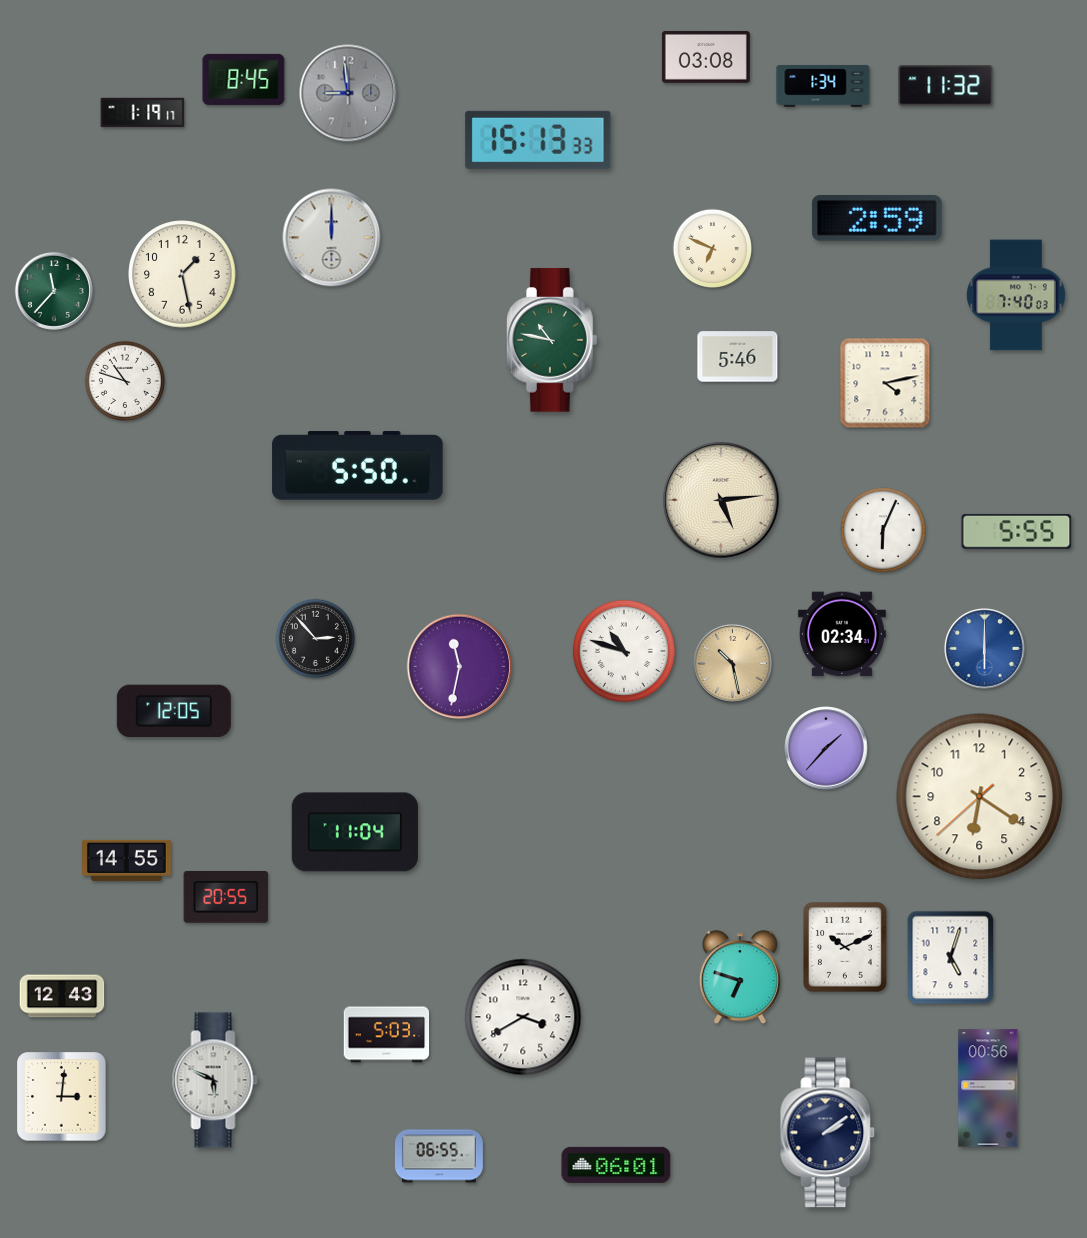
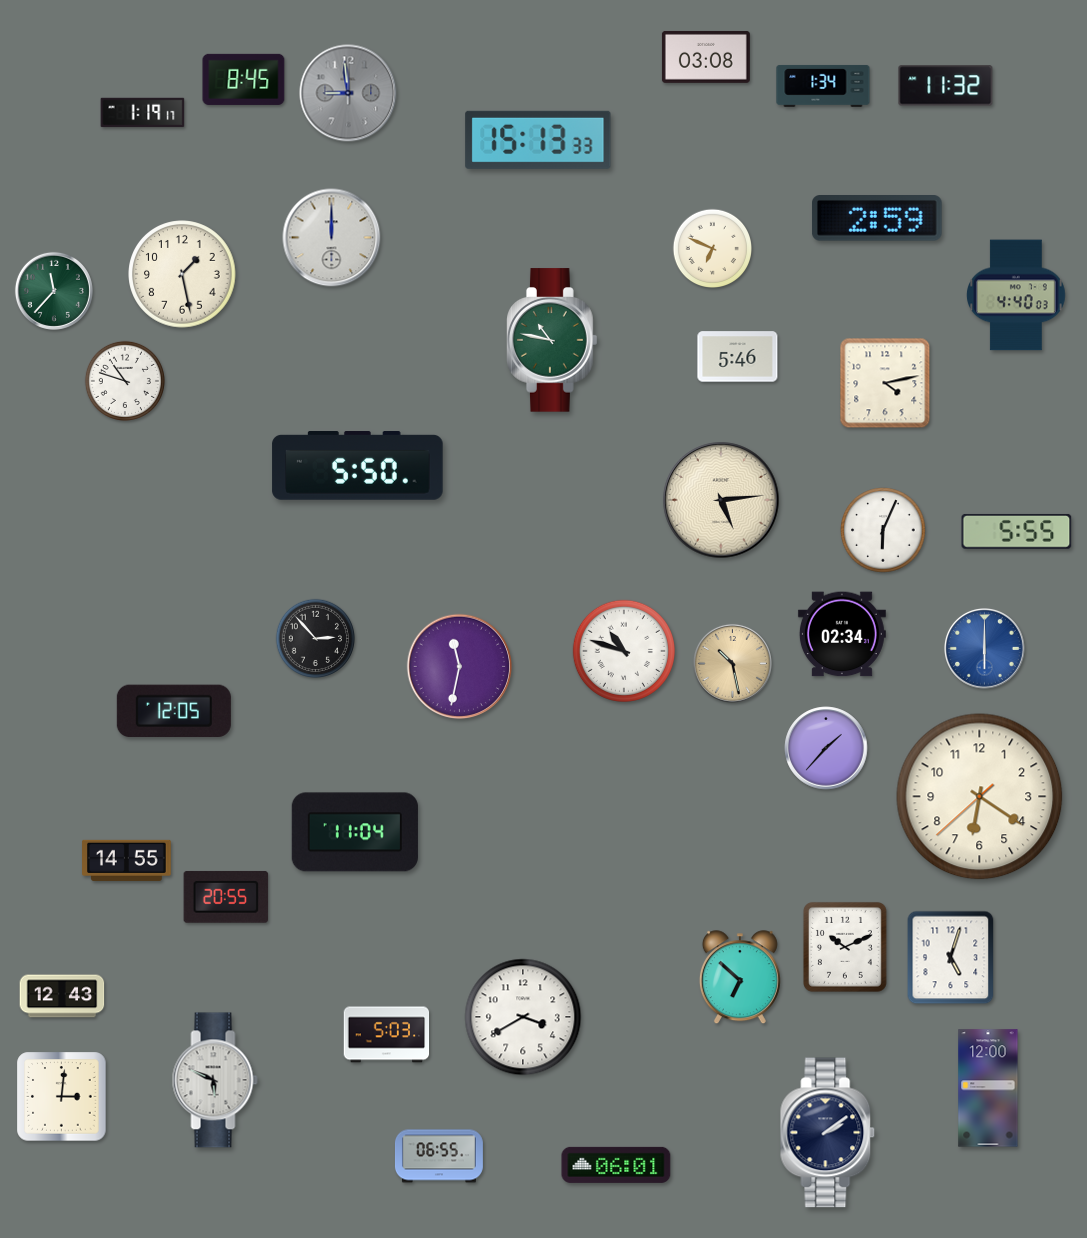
clock at (1017, 295): 7:40 -> 4:40
clock at (740, 978): 6:48 -> 6:52
clock at (988, 1088): 00:56 -> 12:00
